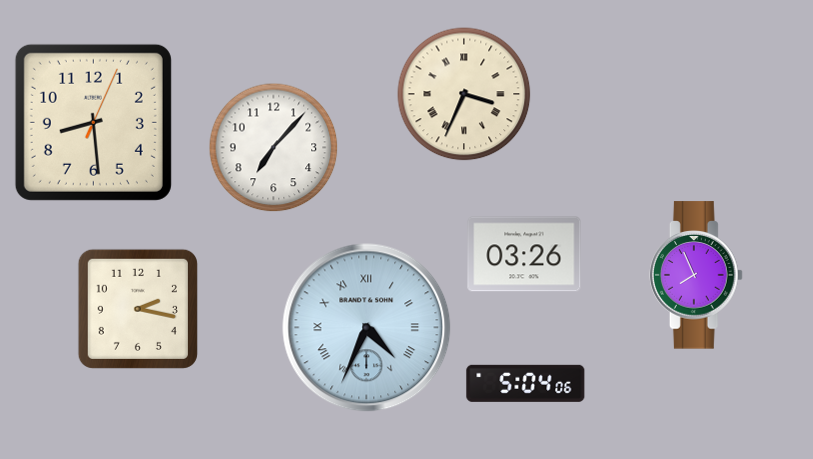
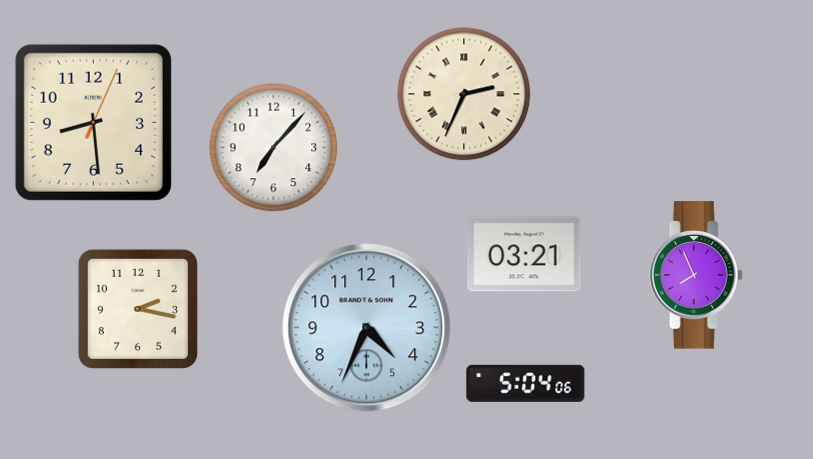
clock at (464, 94): 3:34 -> 2:34
clock at (524, 254): 03:26 -> 03:21
clock at (367, 328) numerals: Roman -> Arabic
